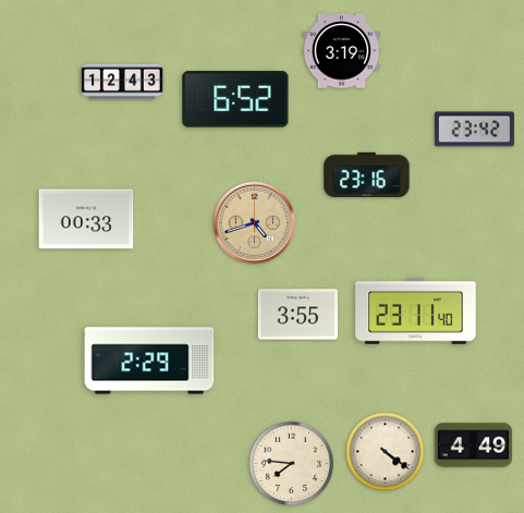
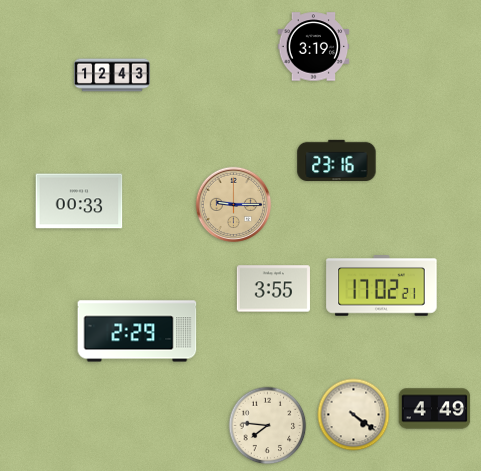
clock at (235, 99): 6:52 -> none
clock at (474, 130): 23:42 -> none
clock at (255, 223): 4:42 -> 9:15
clock at (416, 312): 23:11 -> 17:02
